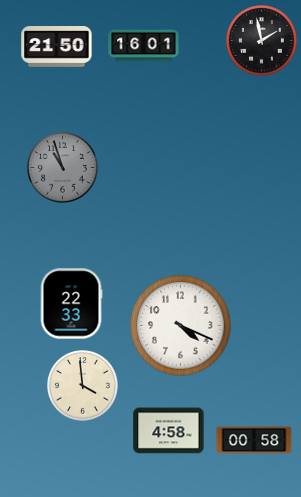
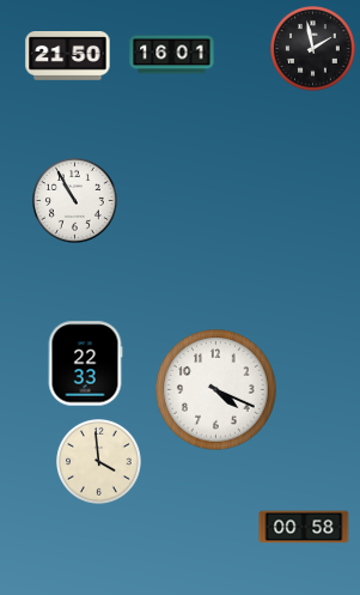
clock at (63, 168): 10:57 -> 10:55
clock at (63, 168) dial: grey -> white
clock at (169, 431): 4:58 -> none
